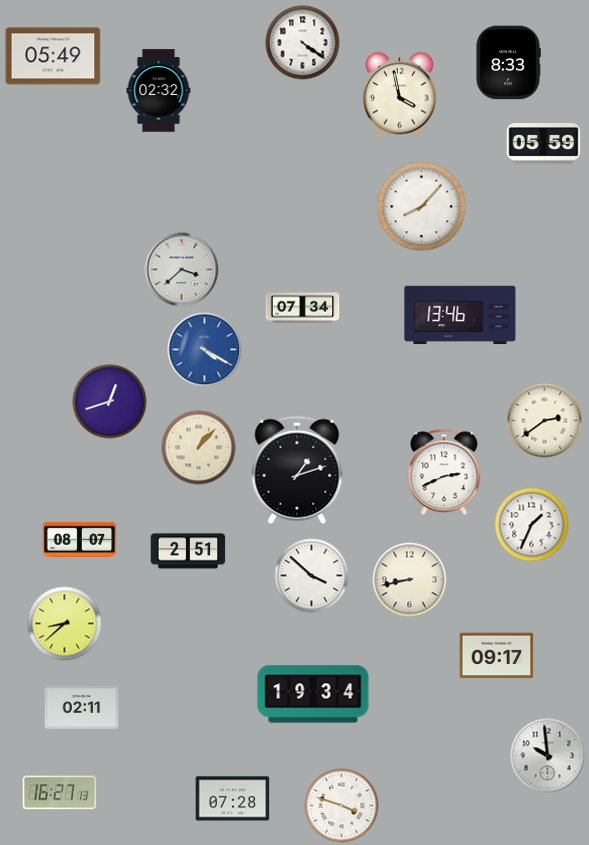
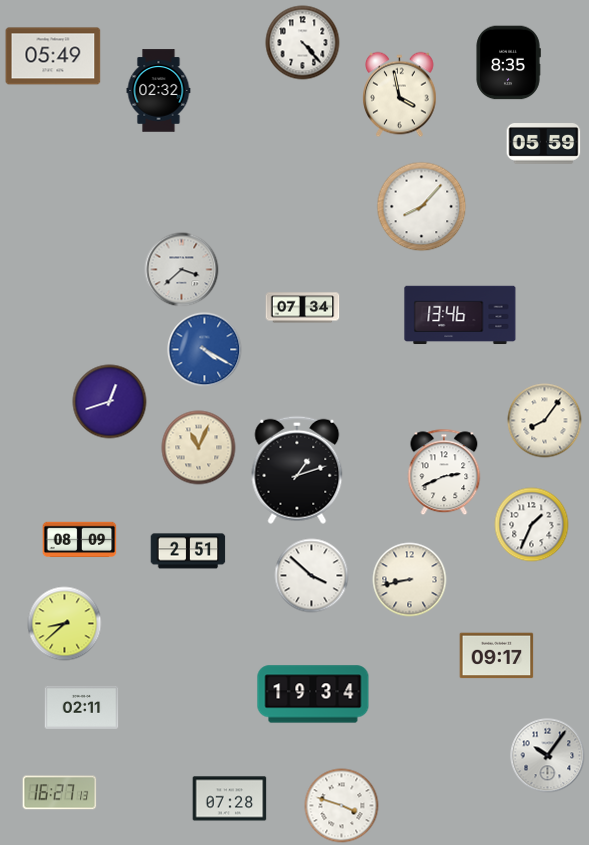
clock at (303, 43): 4:21 -> 4:23
clock at (508, 63): 8:33 -> 8:35
clock at (545, 421): 2:39 -> 8:06
clock at (199, 448): 1:07 -> 11:04
clock at (80, 539): 08:07 -> 08:09
clock at (548, 756): 9:59 -> 10:06
clock at (233, 799) position: (233, 799) -> (230, 799)
